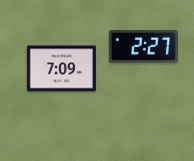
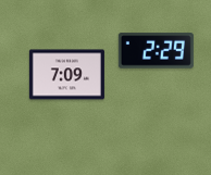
clock at (143, 47): 2:27 -> 2:29
